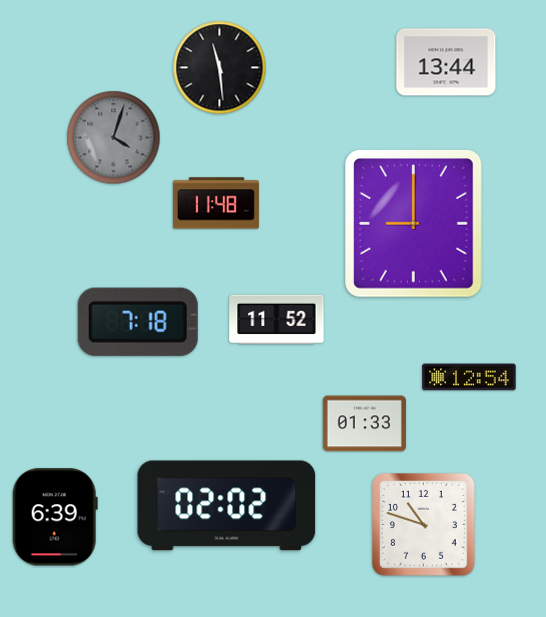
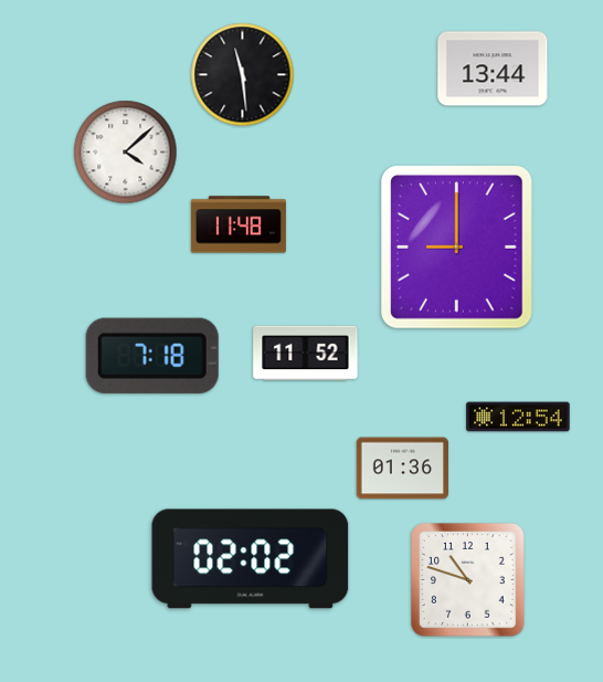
clock at (114, 138): 4:03 -> 4:08
clock at (114, 138) dial: grey -> white
clock at (364, 424): 01:33 -> 01:36
clock at (55, 517): 6:39 -> none
